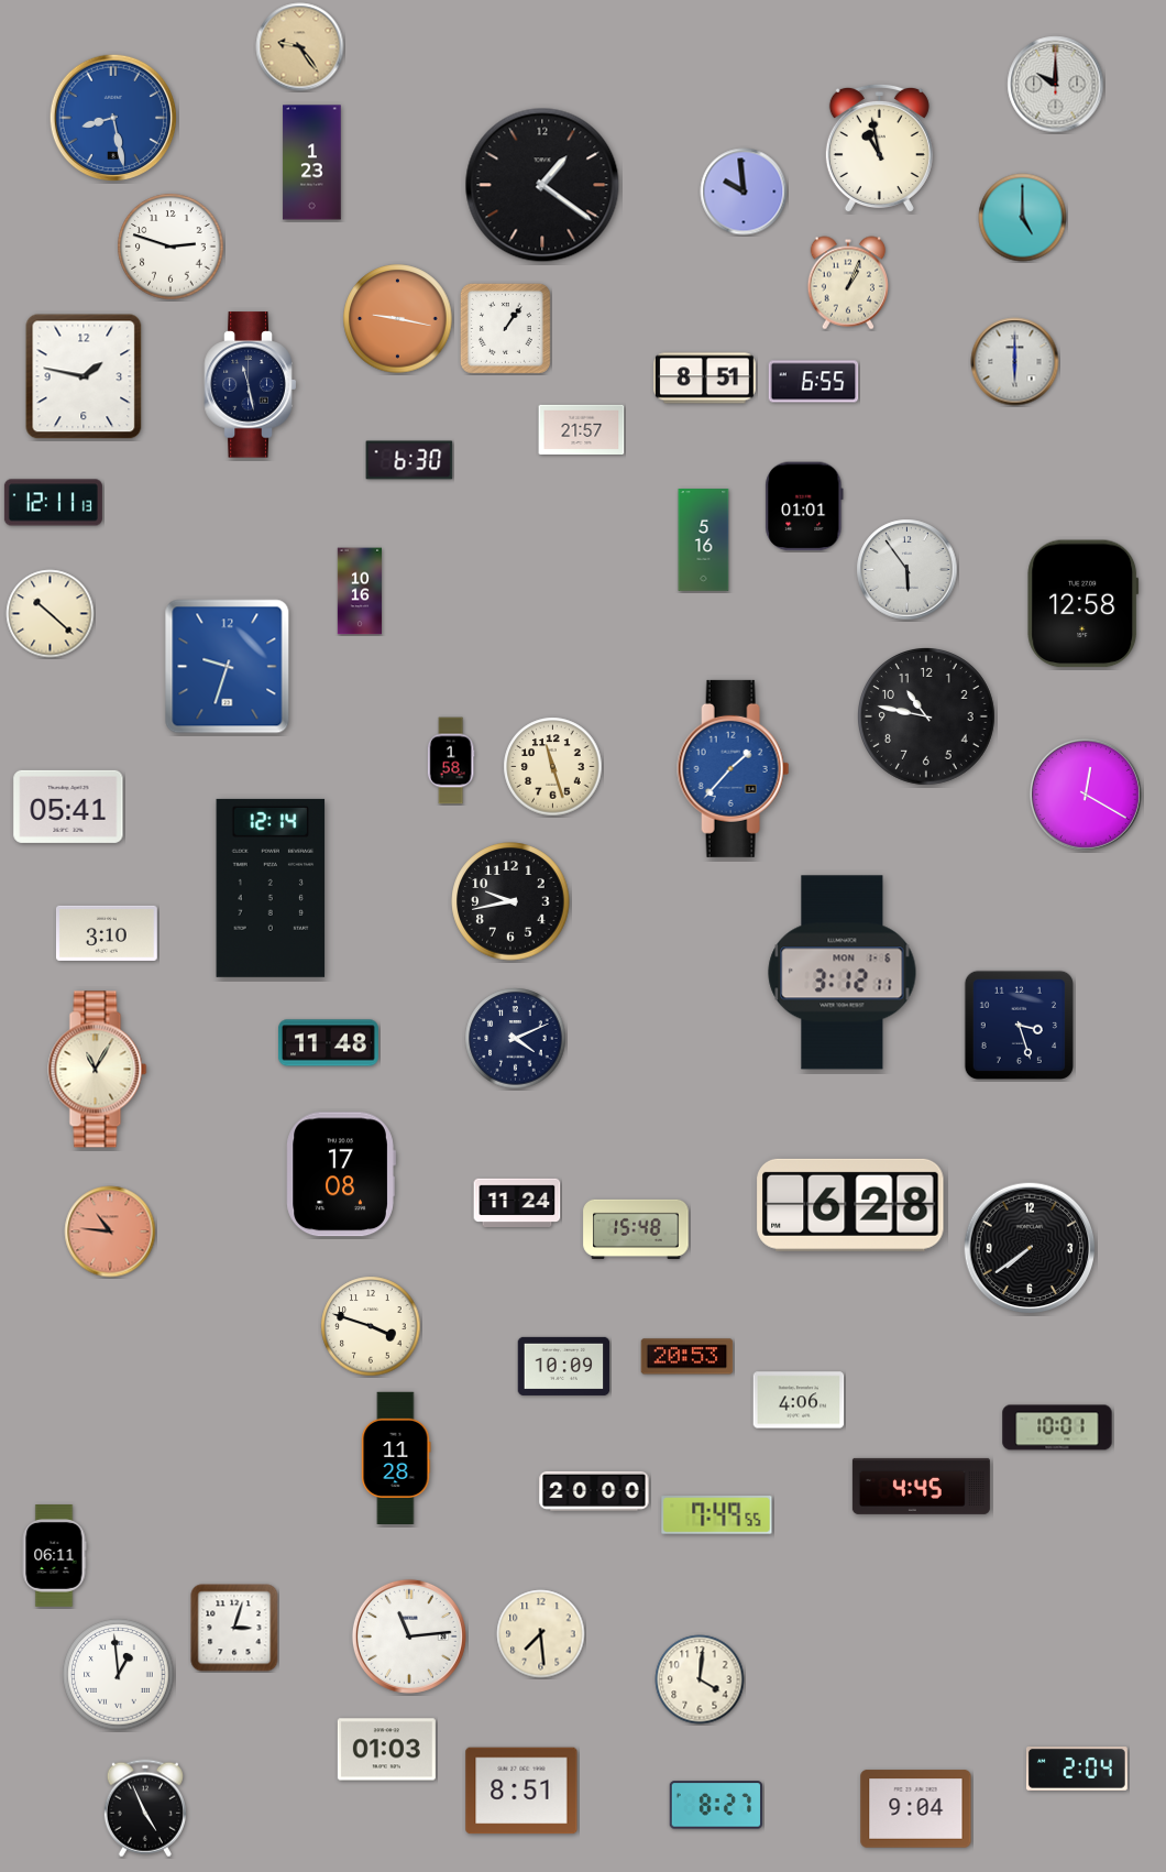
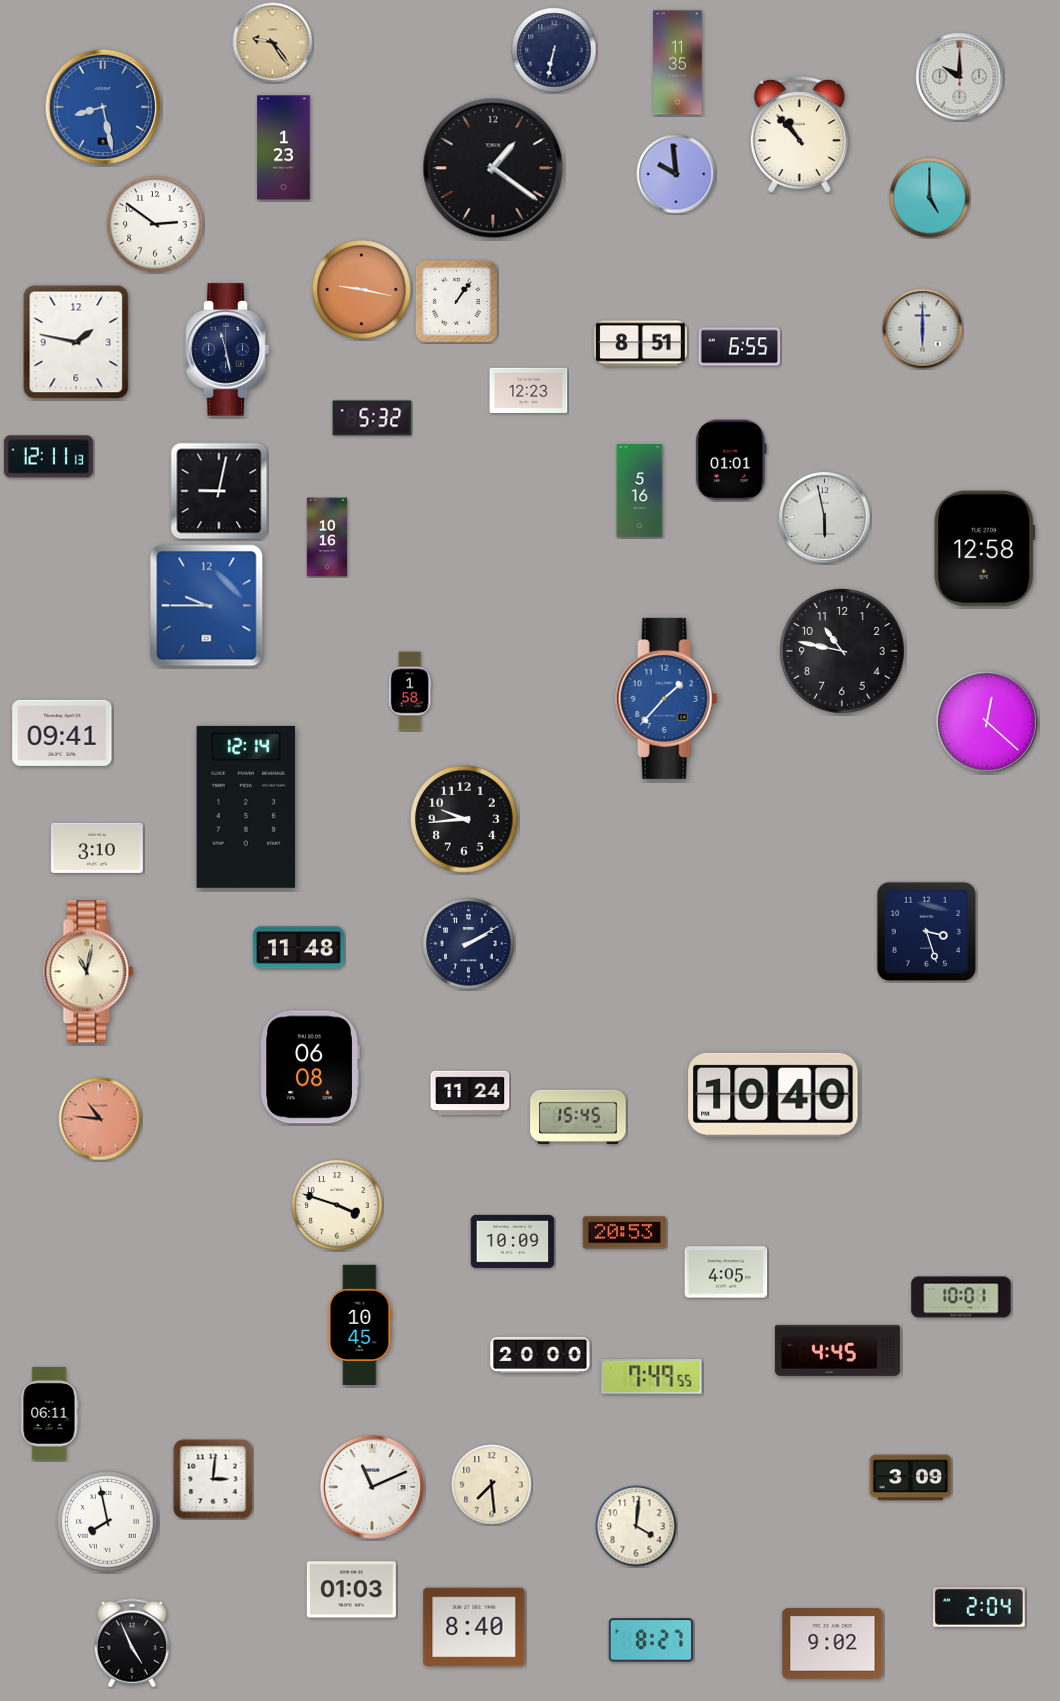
clock at (554, 50): none -> 6:32
clock at (678, 63): none -> 11:35
clock at (879, 149): 10:58 -> 10:53
clock at (170, 247): 2:48 -> 2:51
clock at (847, 283): 1:04 -> none
clock at (505, 328) position: (505, 328) -> (456, 301)
clock at (582, 429): 21:57 -> 12:23
clock at (409, 460): 6:30 -> 5:32
clock at (219, 491): none -> 9:02
clock at (908, 570): 5:54 -> 5:58
clock at (51, 614): 10:22 -> none
clock at (228, 667): 9:33 -> 9:45
clock at (553, 767): 11:27 -> none
clock at (1086, 795): 12:20 -> 12:22
clock at (68, 807): 05:41 -> 09:41
clock at (510, 901): 9:43 -> 9:44
clock at (843, 973): 3:12 -> none
clock at (516, 1039): 4:11 -> 2:10
clock at (98, 1070): 11:05 -> 11:02
clock at (341, 1174): 17:08 -> 06:08
clock at (850, 1205): 6:28 -> 10:40
clock at (636, 1229): 15:48 -> 15:45
clock at (1030, 1248): 7:39 -> none
clock at (799, 1400): 4:06 -> 4:05
clock at (396, 1457): 11:28 -> 10:45
clock at (911, 1478): none -> 3:09
clock at (234, 1628): 3:03 -> 3:01
clock at (409, 1636): 11:14 -> 11:11
clock at (119, 1675): 12:59 -> 7:58
clock at (521, 1791): 8:51 -> 8:40
clock at (916, 1809): 9:04 -> 9:02
